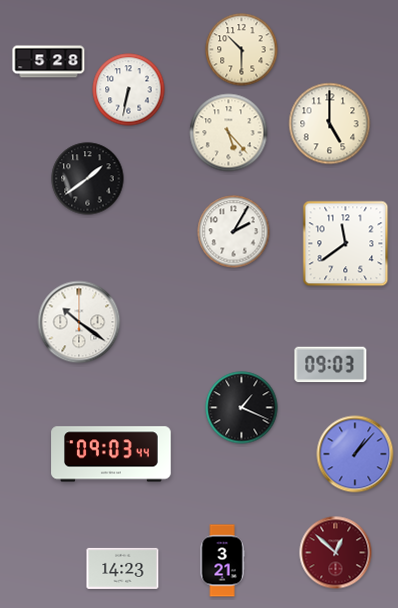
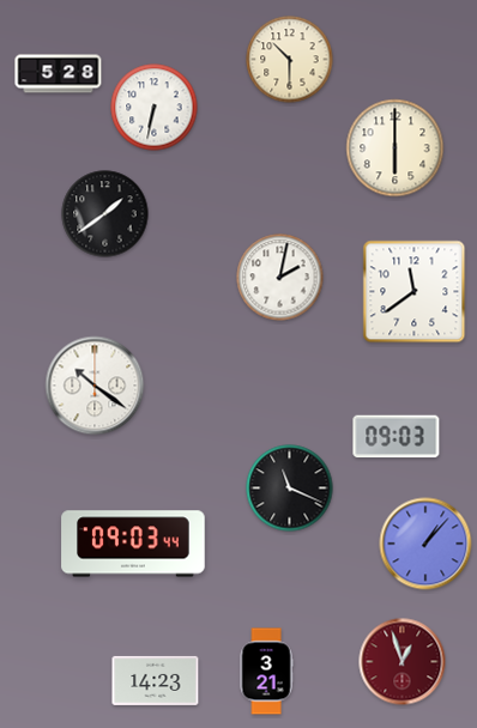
clock at (330, 124): 5:00 -> 6:00
clock at (229, 133): 5:23 -> none
clock at (234, 232): 2:05 -> 2:02
clock at (242, 408): 1:19 -> 11:19
clock at (336, 553): 12:52 -> 12:57
clock at (123, 568) position: (123, 568) -> (156, 680)
